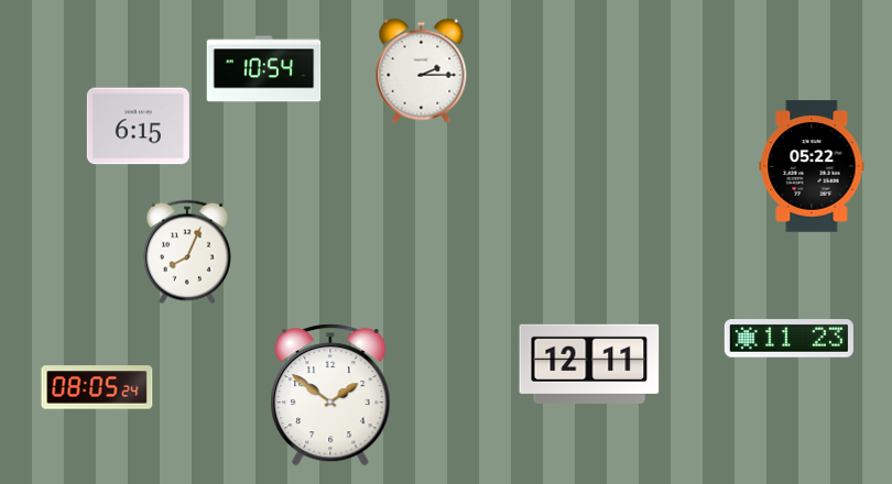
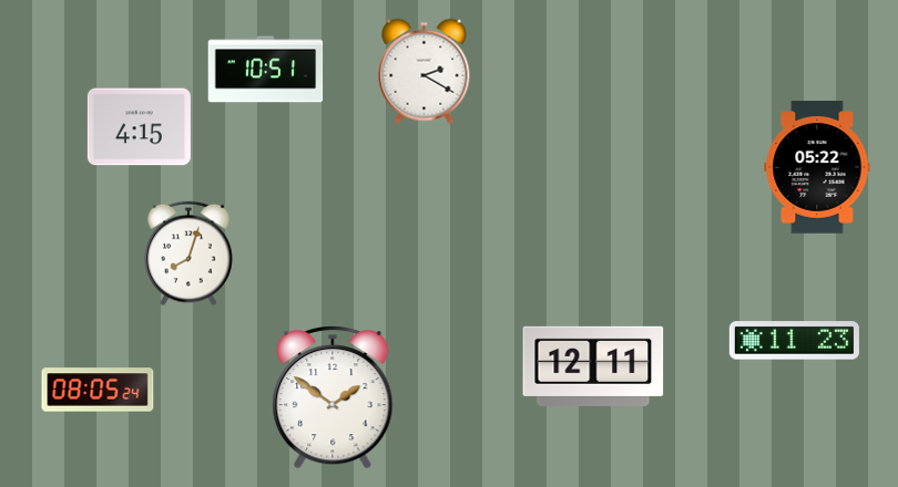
clock at (264, 69): 10:54 -> 10:51
clock at (422, 71): 2:15 -> 2:20
clock at (138, 127): 6:15 -> 4:15
clock at (187, 252): 8:04 -> 8:03
